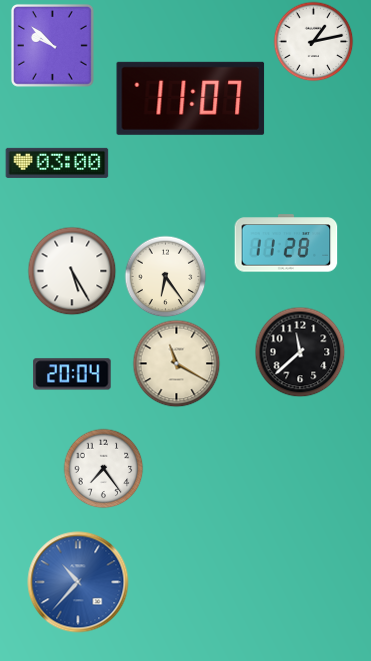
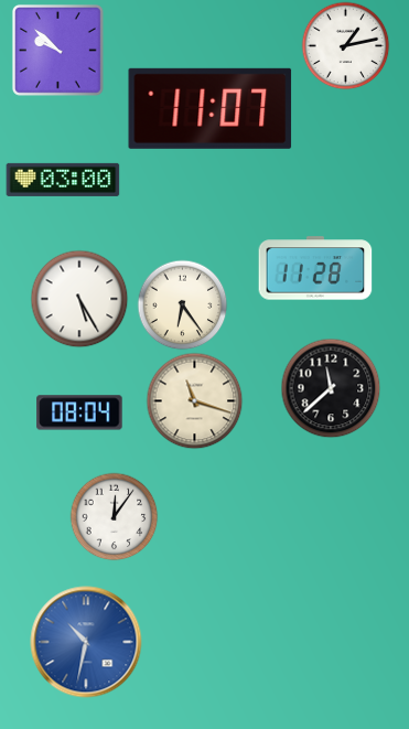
clock at (176, 363): 11:20 -> 11:18
clock at (72, 374): 20:04 -> 08:04
clock at (103, 468): 7:24 -> 12:06
clock at (78, 582): 10:37 -> 10:32
